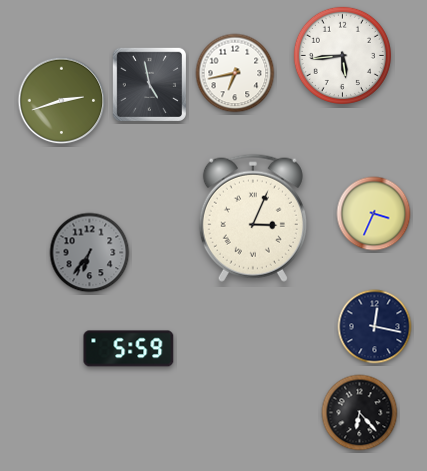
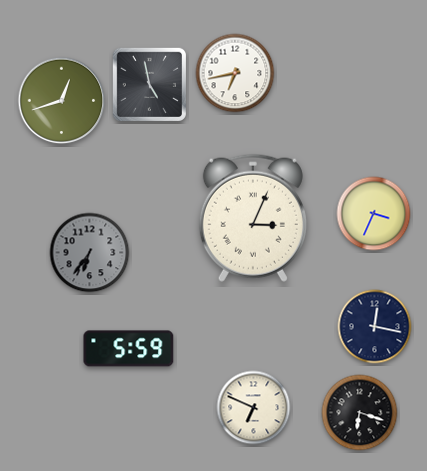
clock at (342, 55): 5:44 -> none
clock at (62, 101): 2:42 -> 12:42
clock at (254, 408): none -> 6:49
clock at (360, 413): 6:23 -> 6:18
